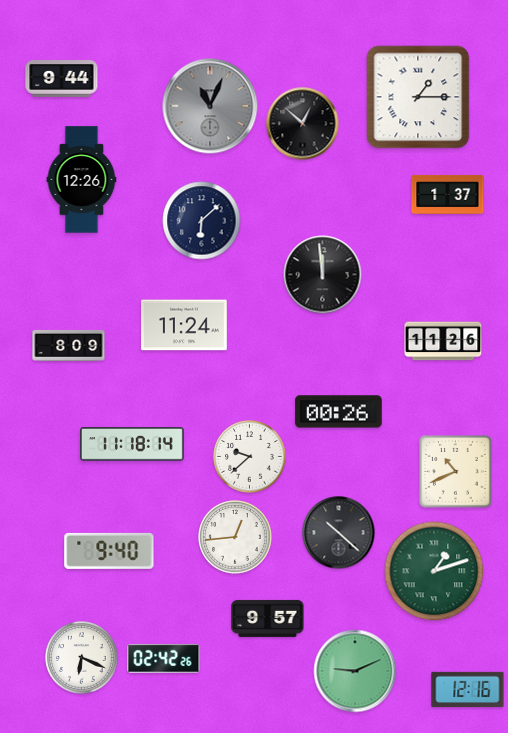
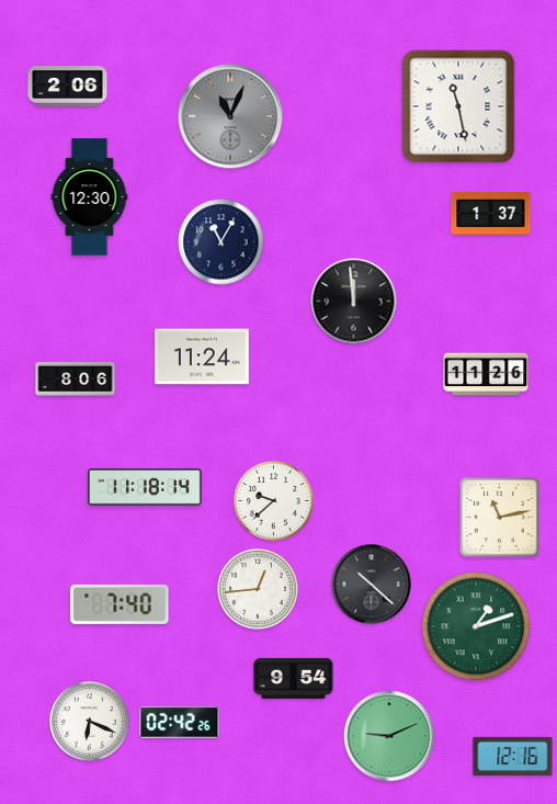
clock at (62, 79): 9:44 -> 2:06
clock at (418, 97): 1:15 -> 11:28
clock at (303, 124): 12:52 -> none
clock at (82, 180): 12:26 -> 12:30
clock at (202, 221): 6:08 -> 11:05
clock at (69, 345): 8:09 -> 8:06
clock at (339, 412): 00:26 -> none
clock at (455, 471): 10:41 -> 11:13
clock at (109, 551): 9:40 -> 7:40
clock at (268, 618): 9:57 -> 9:54
